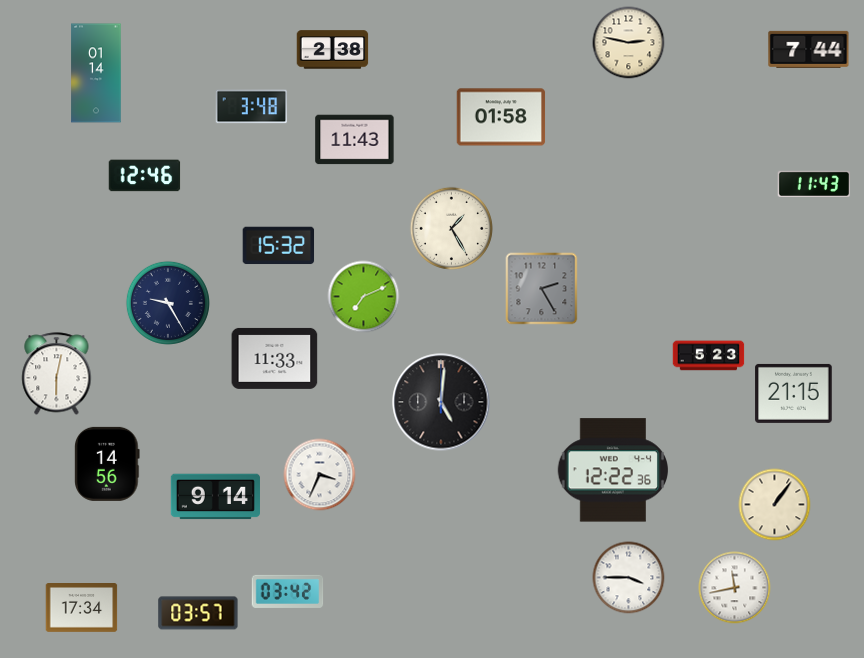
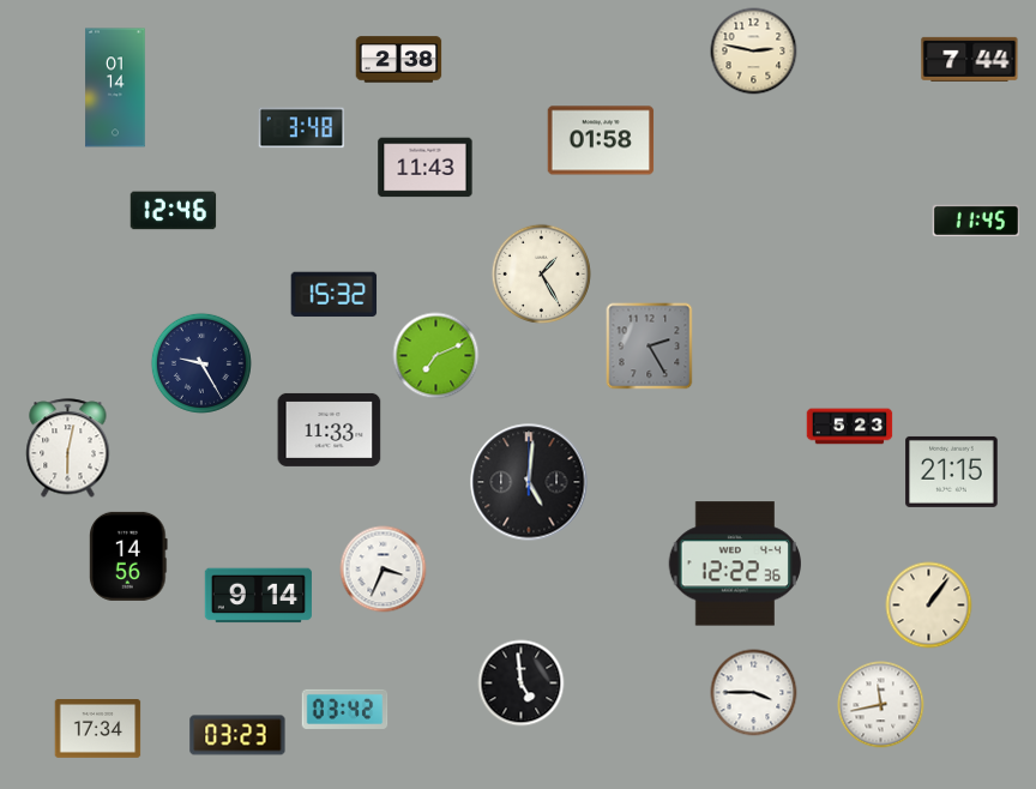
clock at (814, 184): 11:43 -> 11:45
clock at (522, 683): none -> 4:59
clock at (198, 613): 03:57 -> 03:23
